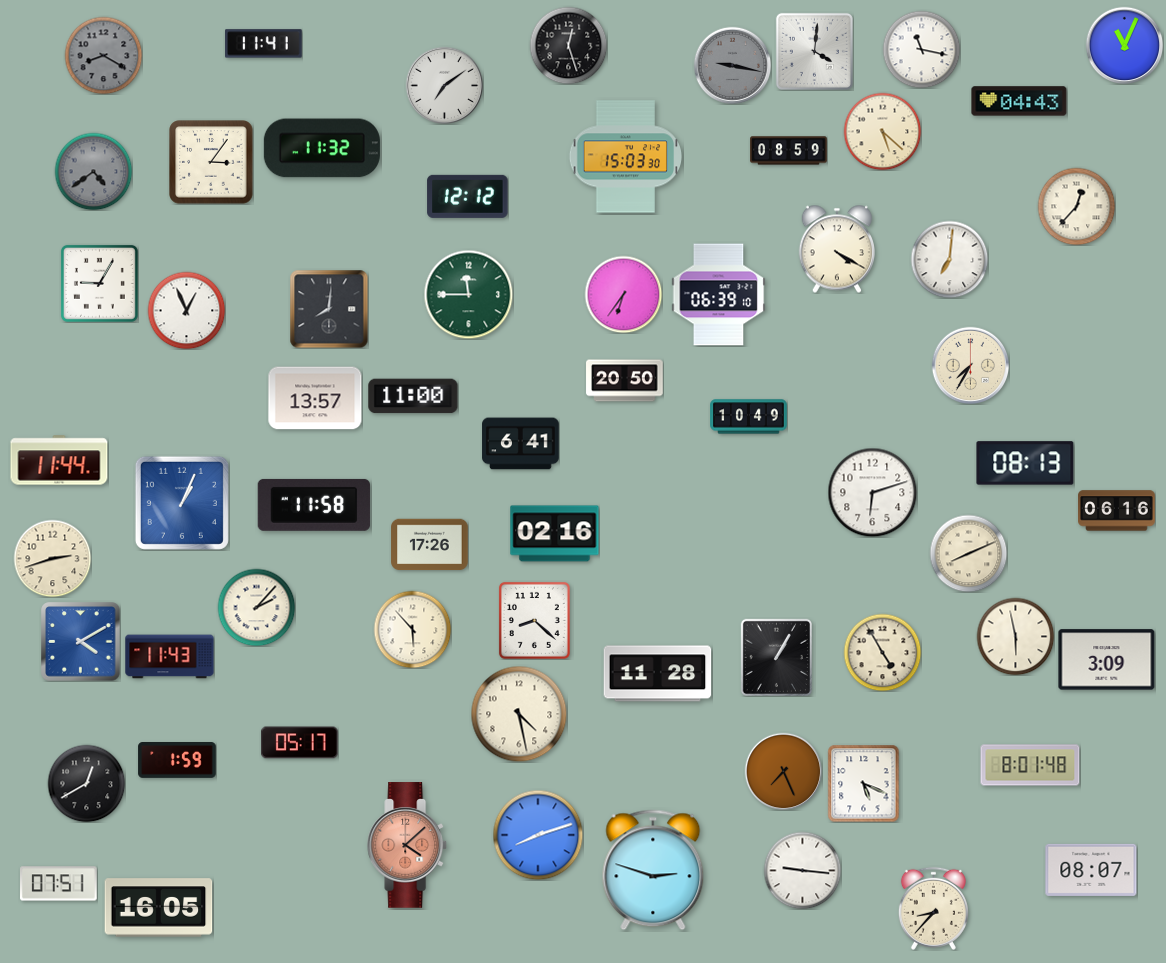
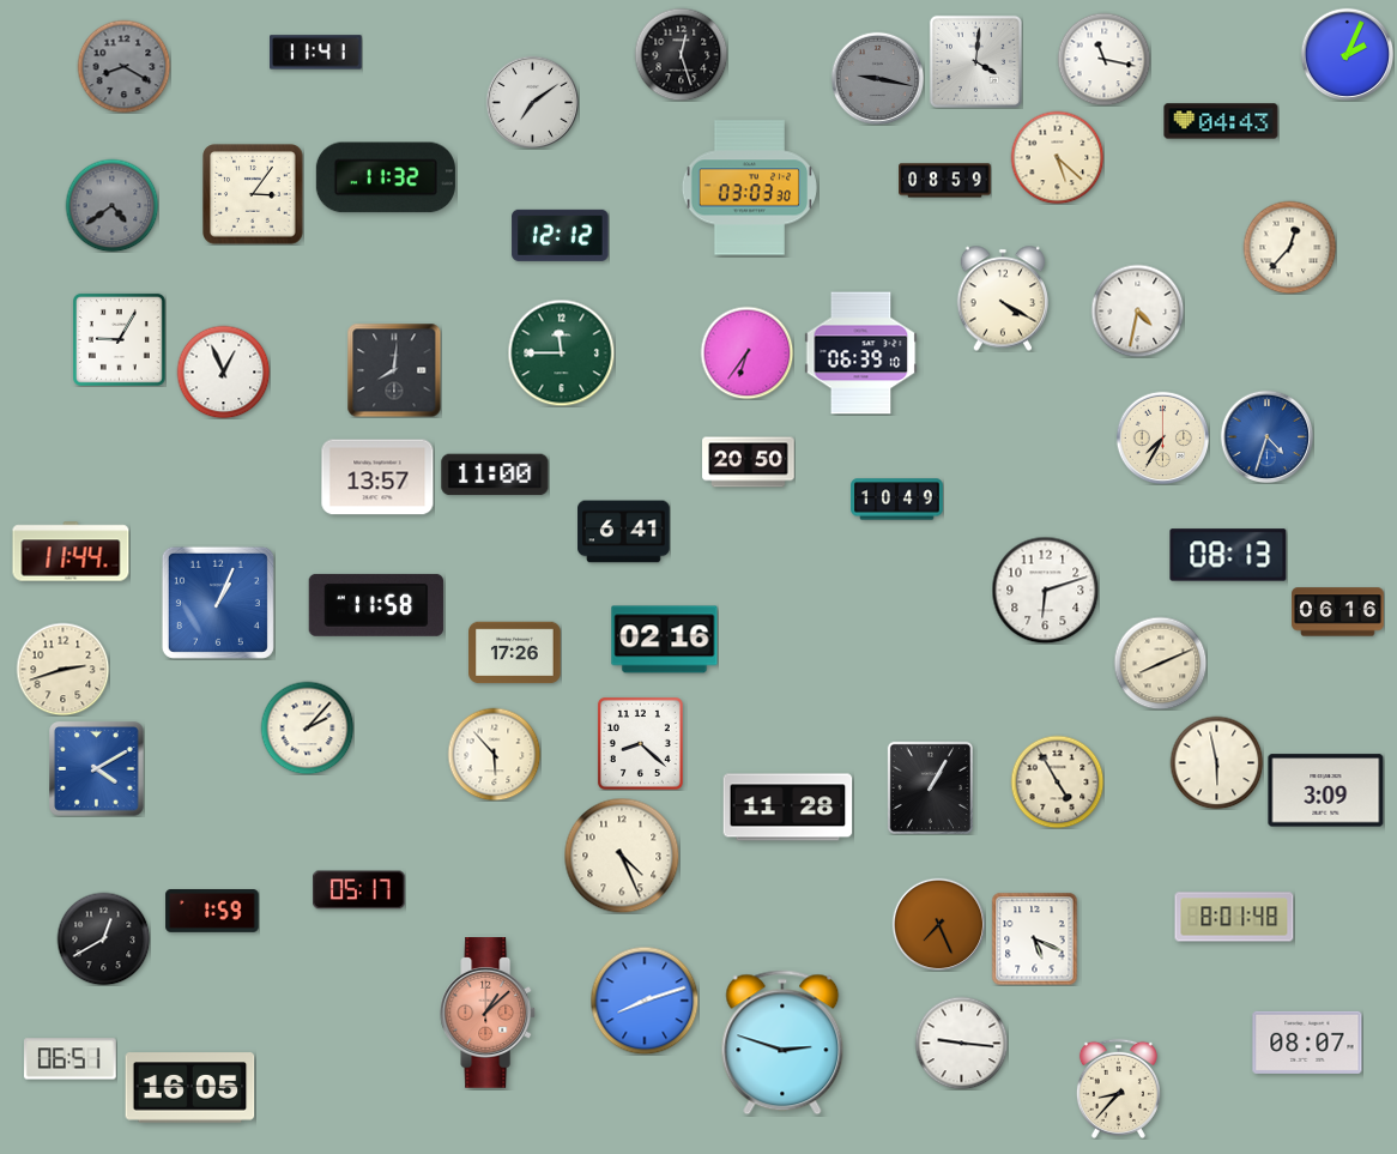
clock at (1124, 45): 11:04 -> 2:04
clock at (625, 157): 15:03 -> 03:03
clock at (949, 259): 7:01 -> 4:32
clock at (1266, 436): none -> 4:33
clock at (625, 381) position: (625, 381) -> (749, 463)
clock at (170, 657): 11:43 -> none
clock at (519, 714): 4:28 -> 4:26
clock at (408, 845): 4:08 -> 1:08
clock at (59, 884): 07:51 -> 06:51
